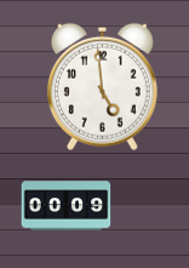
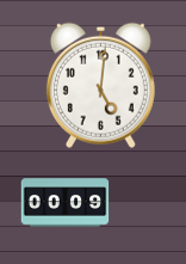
clock at (102, 86): 4:59 -> 5:01
